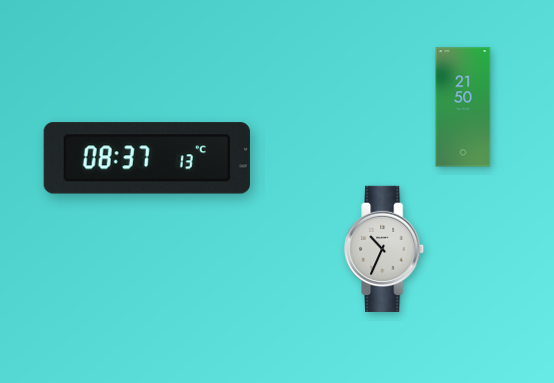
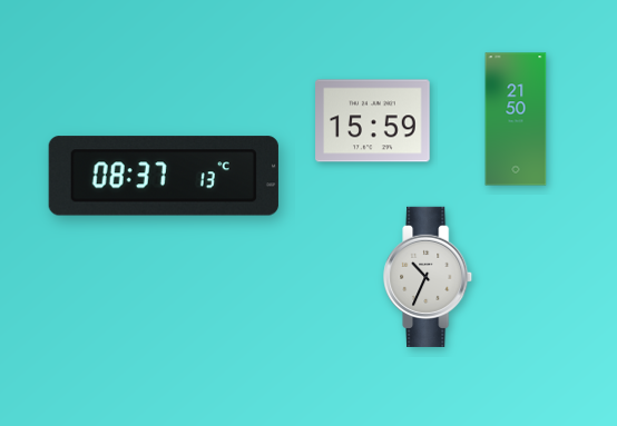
clock at (373, 121): none -> 15:59
